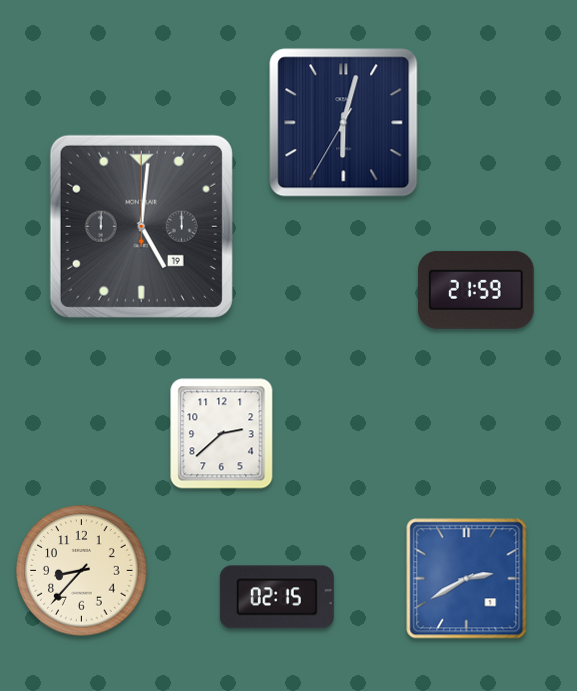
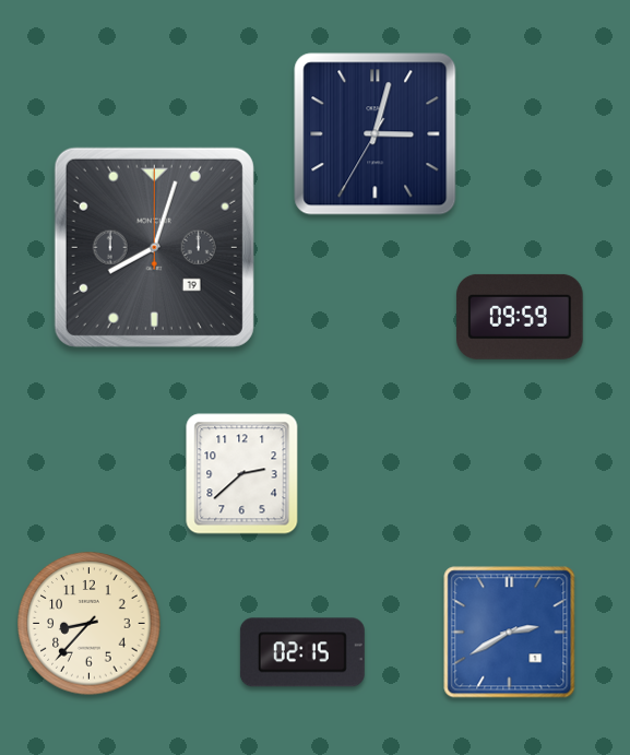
clock at (344, 123): 6:02 -> 3:02
clock at (141, 226): 5:01 -> 8:03
clock at (476, 290): 21:59 -> 09:59
